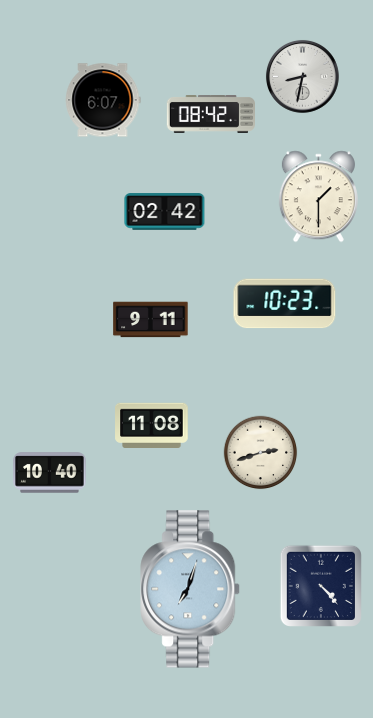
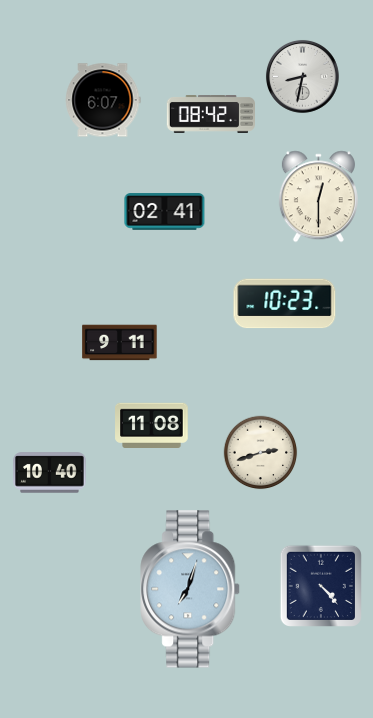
clock at (318, 197): 1:30 -> 12:30
clock at (165, 212): 02:42 -> 02:41
clock at (151, 320) position: (151, 320) -> (120, 343)
